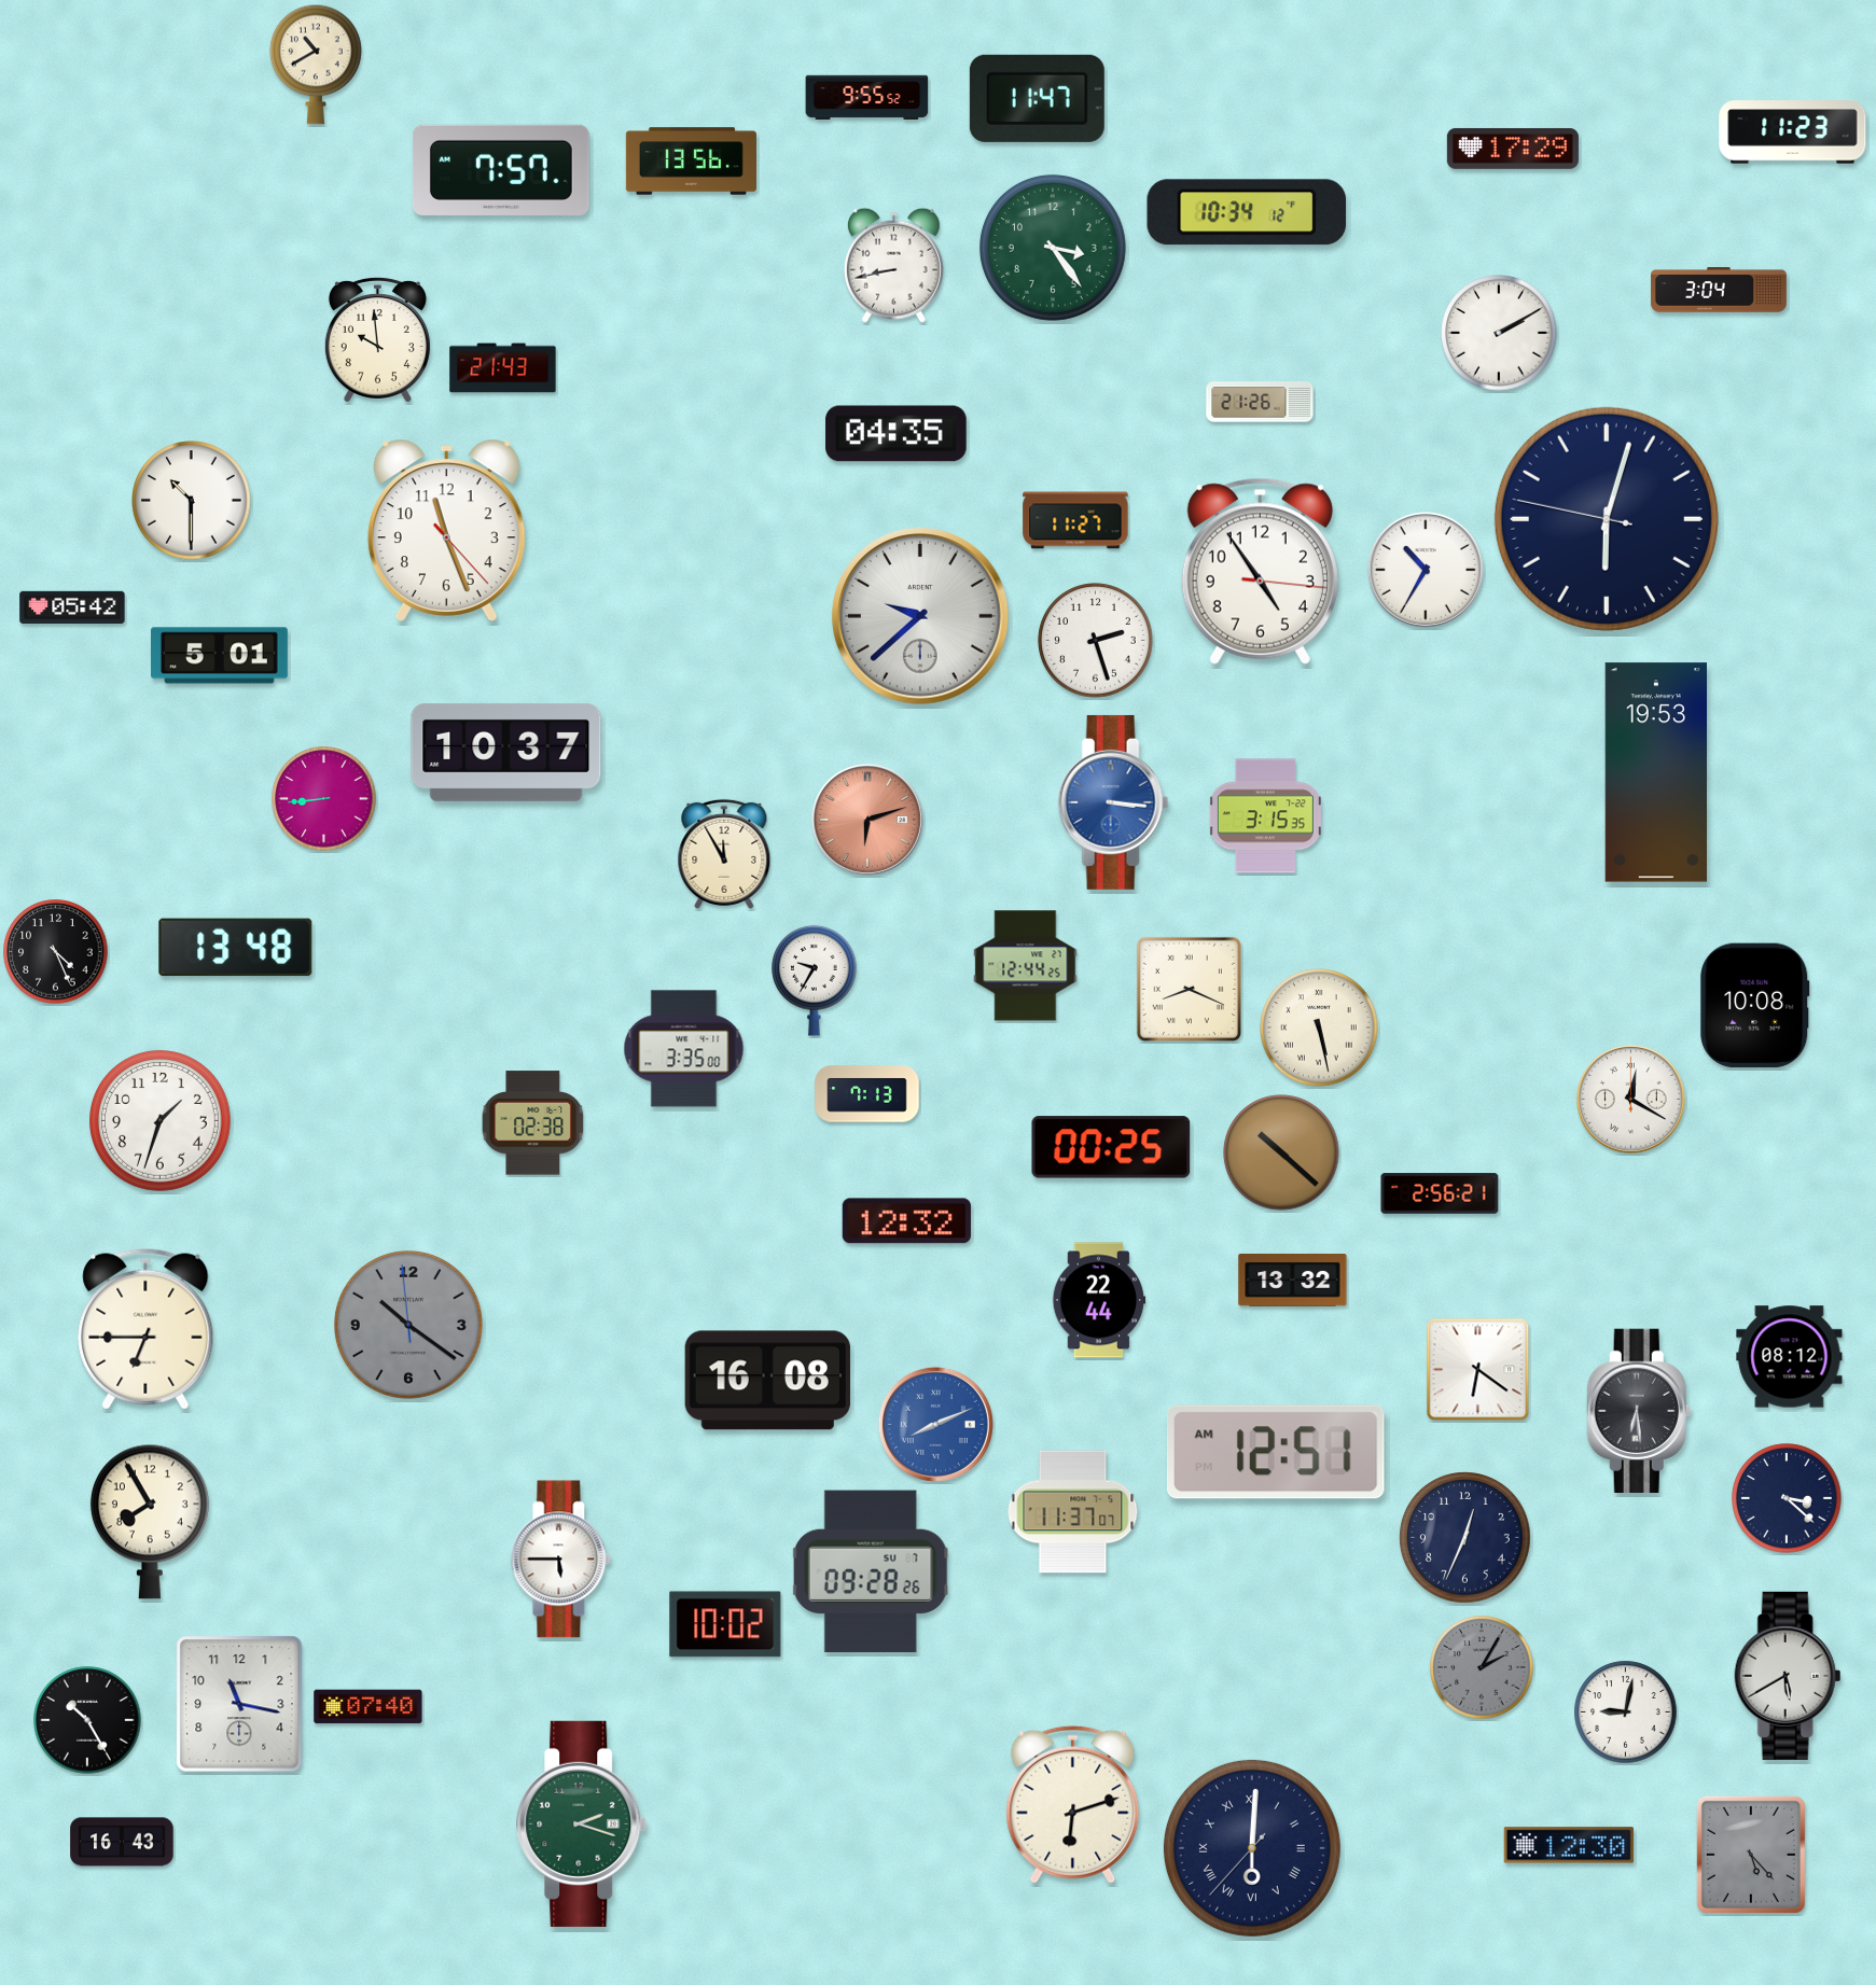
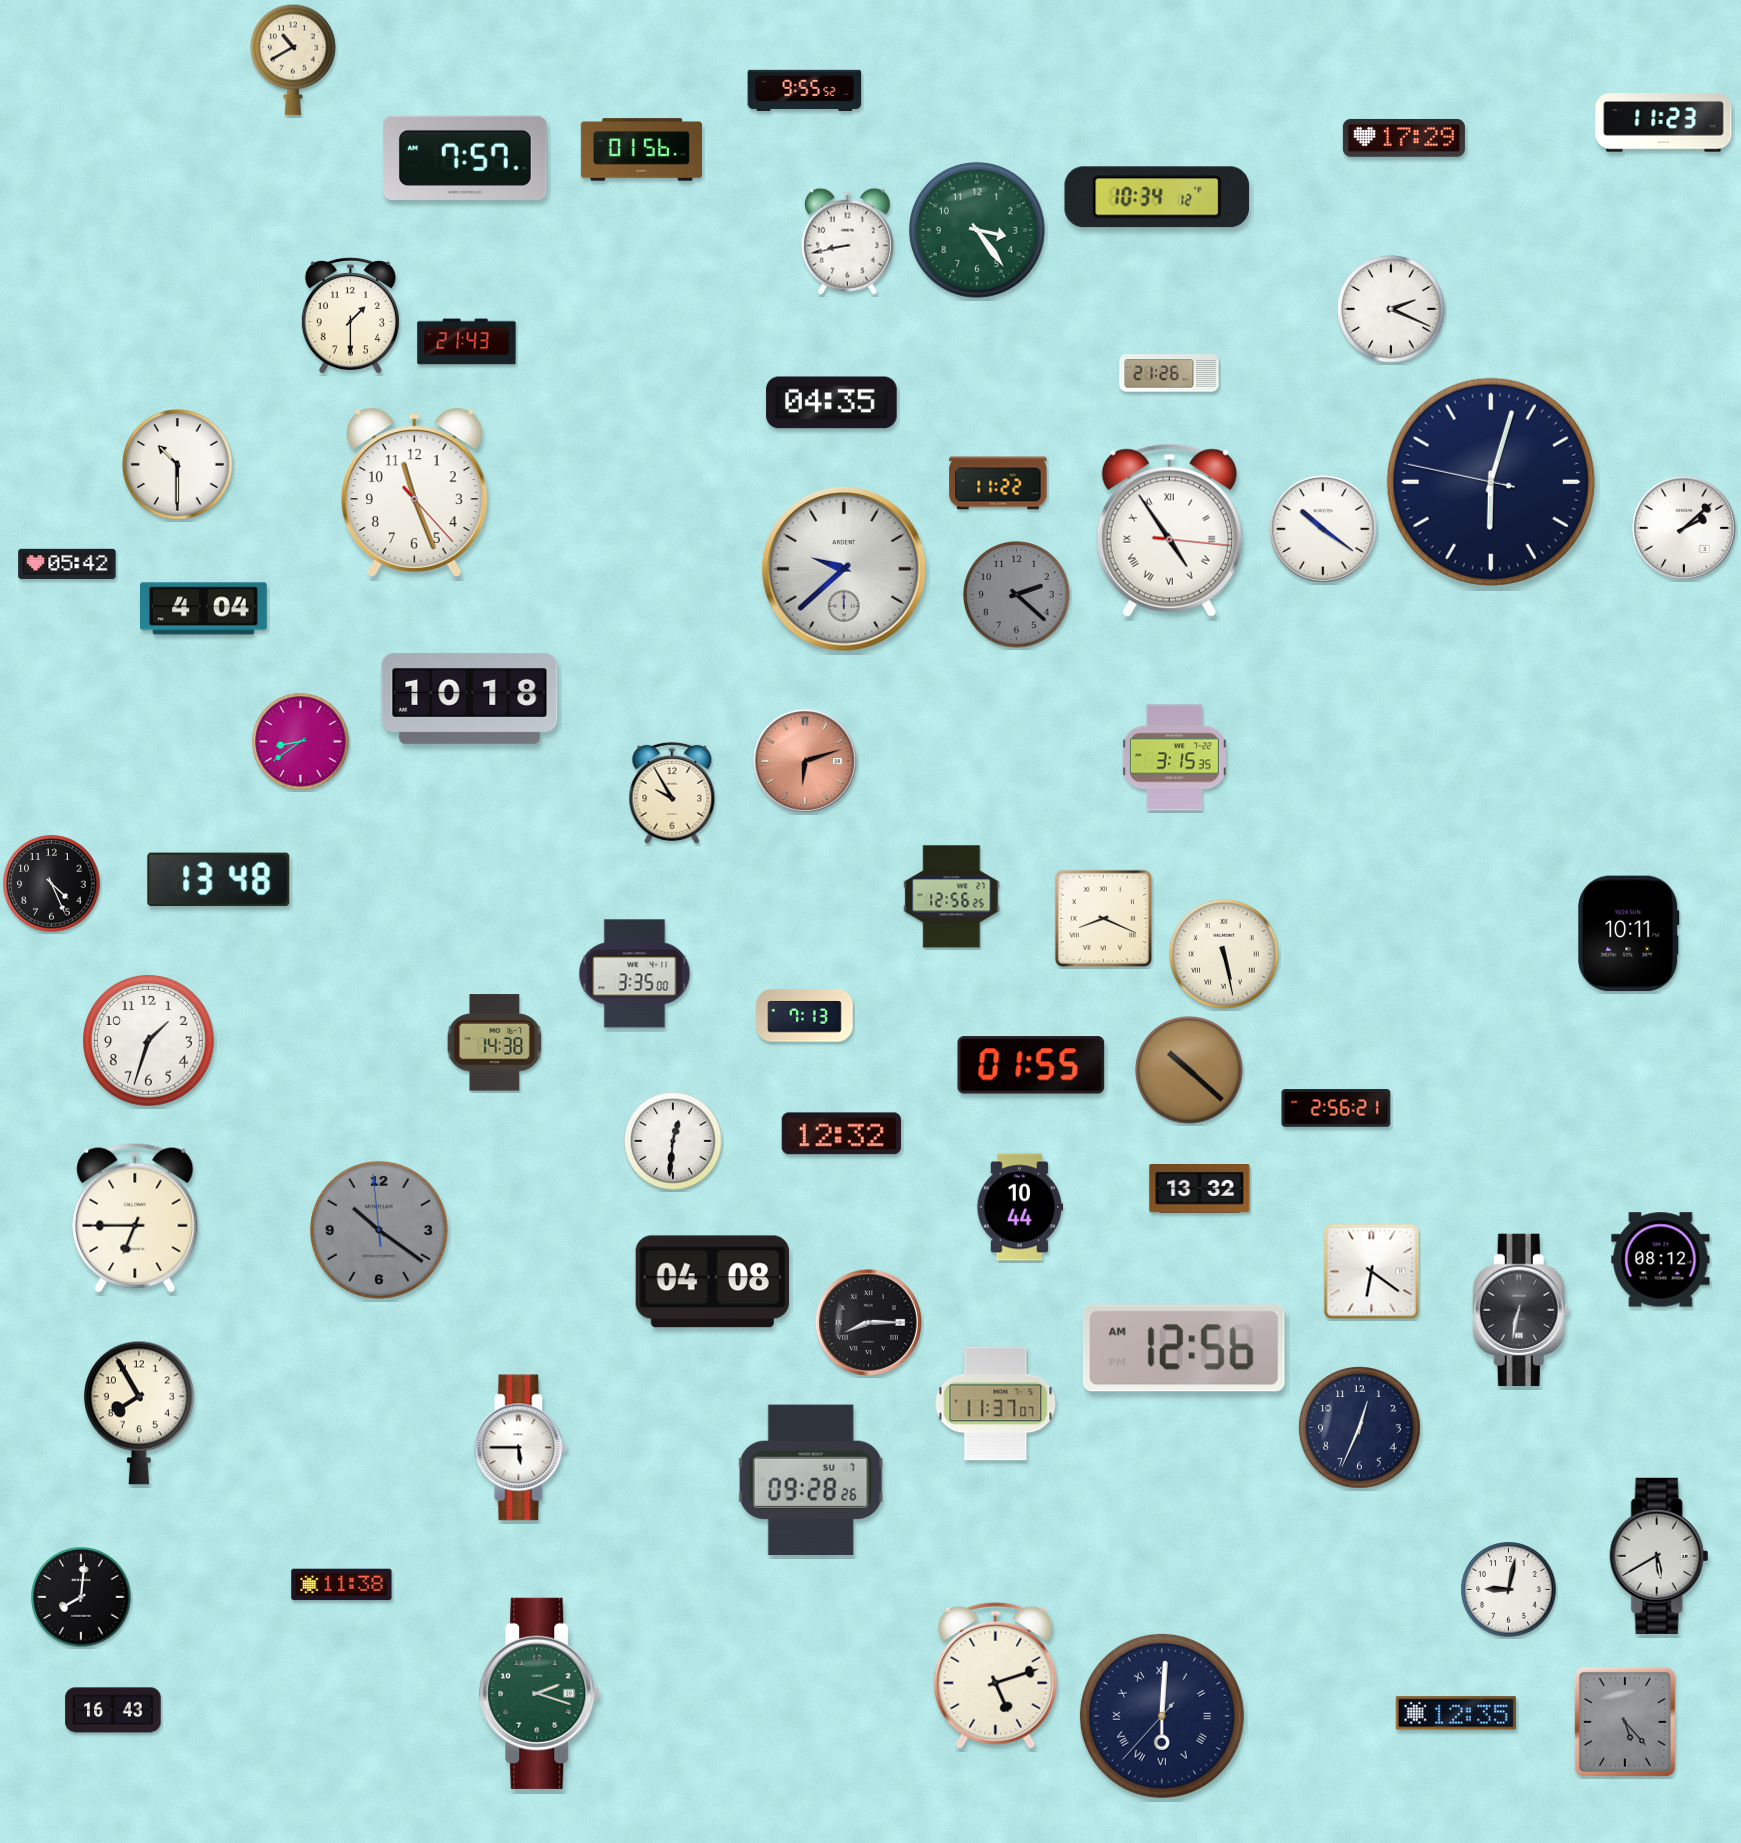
clock at (1037, 98): 11:47 -> none
clock at (691, 162): 13:56 -> 01:56
clock at (893, 265) position: (893, 265) -> (847, 241)
clock at (1720, 290): 3:04 -> none
clock at (1499, 333): 2:10 -> 2:19
clock at (377, 339): 9:59 -> 1:30
clock at (1075, 520): 11:27 -> 11:22
clock at (1684, 528): none -> 2:08
clock at (1426, 570): 10:35 -> 10:21
clock at (1260, 571) numerals: Arabic -> Roman
clock at (920, 616) position: (920, 616) -> (844, 569)
clock at (1096, 641): 2:27 -> 2:22
clock at (1096, 641) dial: white -> grey
clock at (220, 656): 5:01 -> 4:04
clock at (506, 752): 10:37 -> 10:18
clock at (1655, 772): 19:53 -> none
clock at (324, 799): 8:44 -> 8:39
clock at (1113, 802): 3:16 -> none
clock at (724, 854): 11:55 -> 9:55
clock at (1026, 966): 12:44 -> 12:56
clock at (815, 980): 9:35 -> none
clock at (1755, 1006): 10:08 -> 10:11
clock at (1631, 1100): 12:20 -> none
clock at (533, 1123): 02:38 -> 14:38
clock at (1111, 1147): 00:25 -> 01:55
clock at (673, 1141): none -> 12:31
clock at (1099, 1300): 22:44 -> 10:44
clock at (145, 1329) position: (145, 1329) -> (135, 1218)
clock at (767, 1381): 16:08 -> 04:08
clock at (1639, 1411): 6:29 -> 6:32
clock at (935, 1424): 8:11 -> 8:15
clock at (935, 1424) dial: blue -> black
clock at (1276, 1452): 12:51 -> 12:56
clock at (1787, 1498): 3:22 -> none
clock at (871, 1571) position: (871, 1571) -> (811, 1480)
clock at (725, 1624): 10:02 -> none
clock at (1482, 1667): 2:05 -> none
clock at (239, 1704): 11:17 -> none
clock at (369, 1707): 07:40 -> 11:38
clock at (87, 1720): 10:25 -> 8:01
clock at (1073, 1804): 6:12 -> 5:12
clock at (1569, 1845): 12:30 -> 12:35
